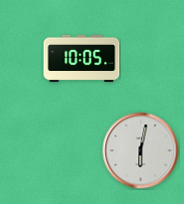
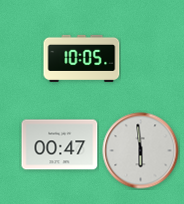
clock at (60, 145): none -> 00:47
clock at (141, 151): 6:02 -> 5:59
